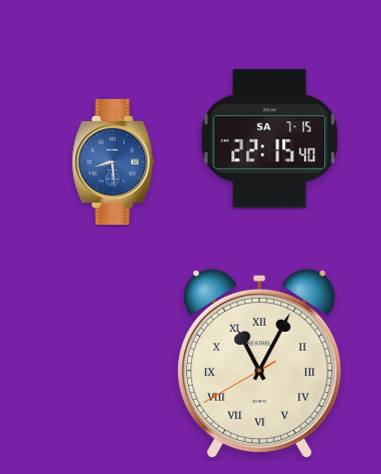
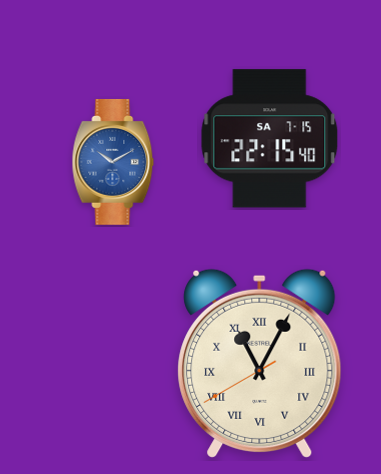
clock at (113, 163): 8:29 -> 10:10
